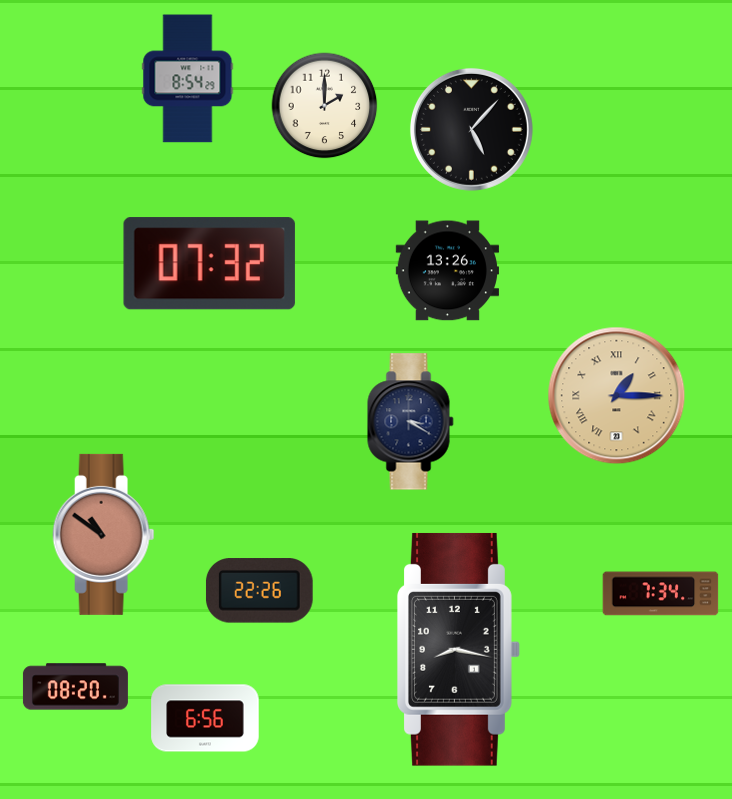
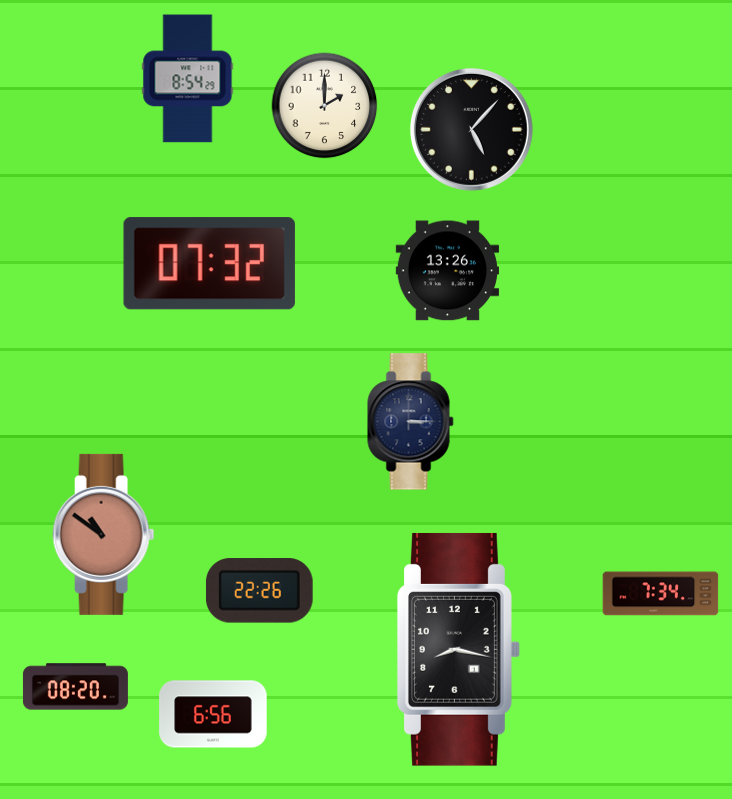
clock at (617, 396): 1:15 -> none
clock at (411, 422): 3:20 -> 3:15
clock at (205, 718) position: (205, 718) -> (213, 714)
